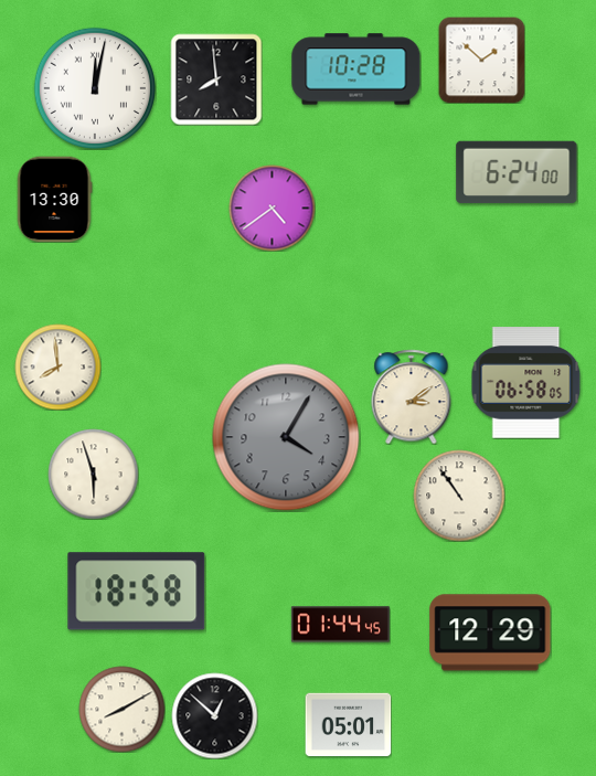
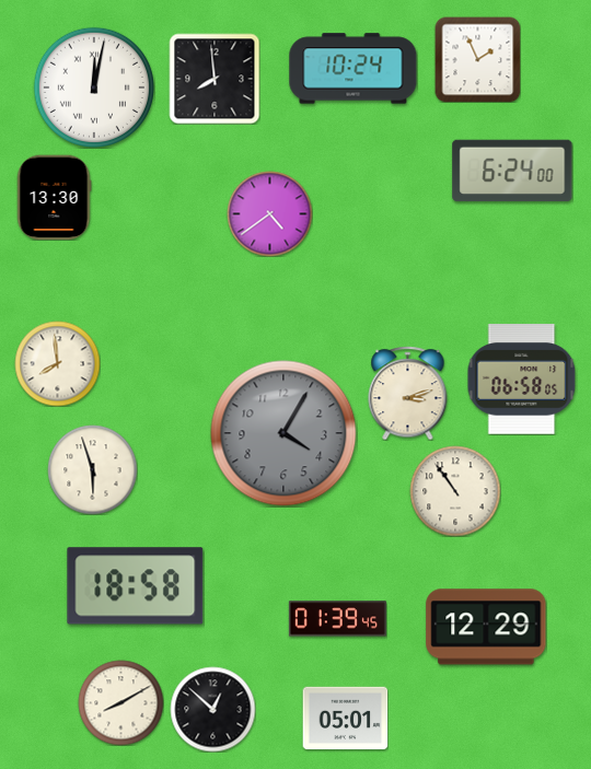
clock at (481, 60): 1:52 -> 1:56
clock at (356, 70): 10:28 -> 10:24
clock at (272, 208) position: (272, 208) -> (269, 213)
clock at (412, 396): 3:09 -> 3:12
clock at (340, 625): 01:44 -> 01:39
